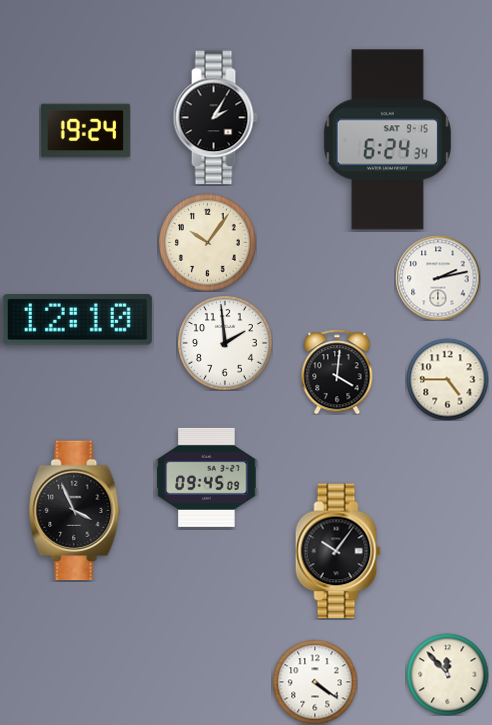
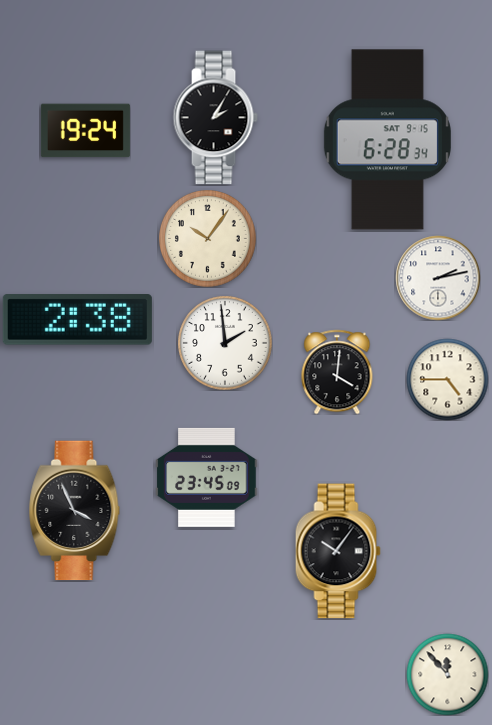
clock at (387, 140): 6:24 -> 6:28
clock at (208, 243) position: (208, 243) -> (208, 239)
clock at (77, 320): 12:10 -> 2:38
clock at (207, 477): 09:45 -> 23:45
clock at (315, 682): 4:21 -> none
